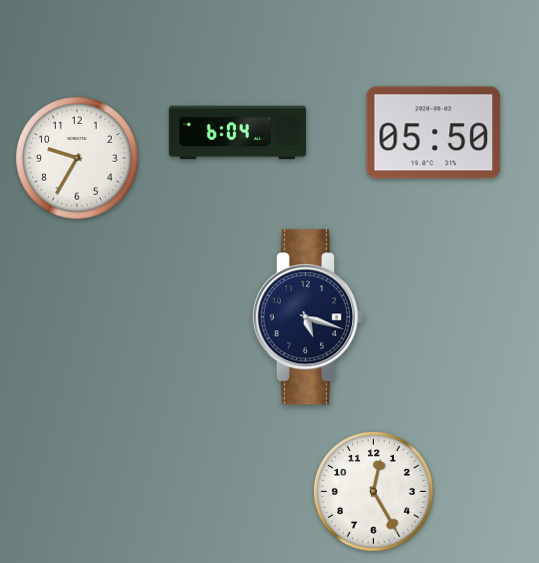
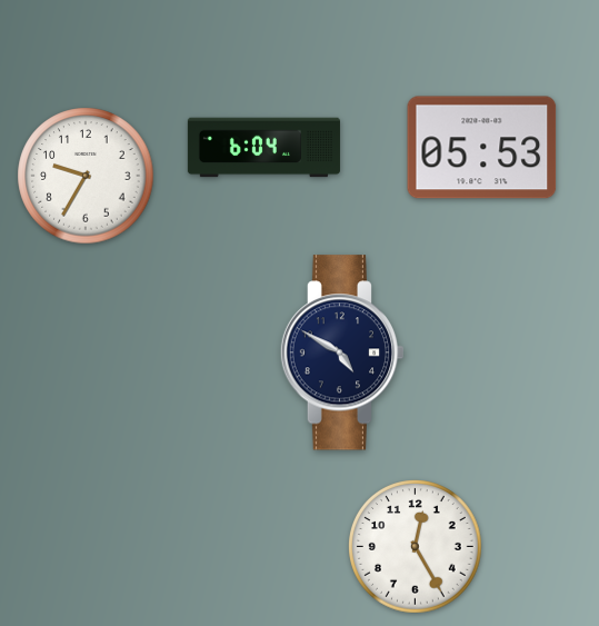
clock at (434, 133): 05:50 -> 05:53
clock at (308, 317): 5:18 -> 4:50
